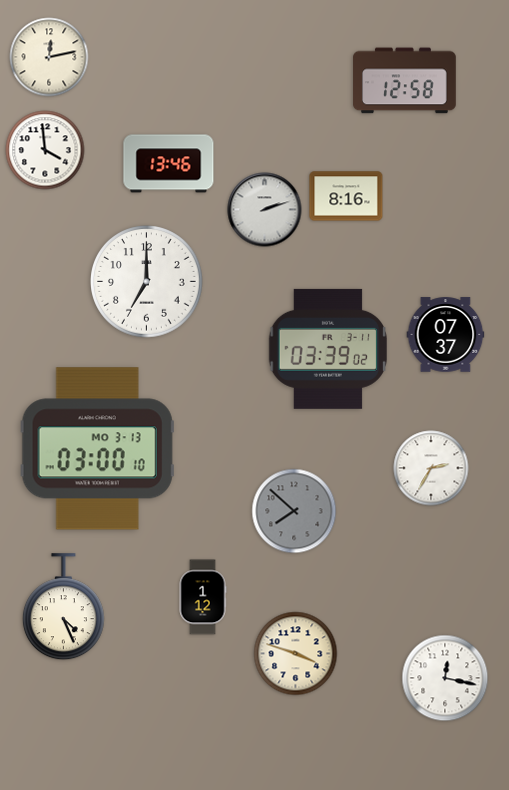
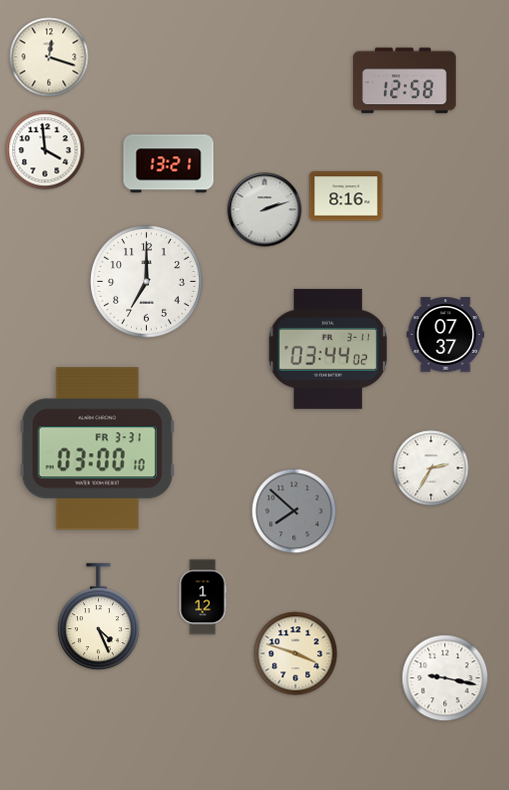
clock at (49, 57): 12:13 -> 12:18
clock at (169, 164): 13:46 -> 13:21
clock at (328, 349): 03:39 -> 03:44
clock at (97, 449) date: MO 3-13 -> FR 3-31
clock at (63, 607) position: (63, 607) -> (98, 617)
clock at (445, 678): 12:17 -> 9:17
